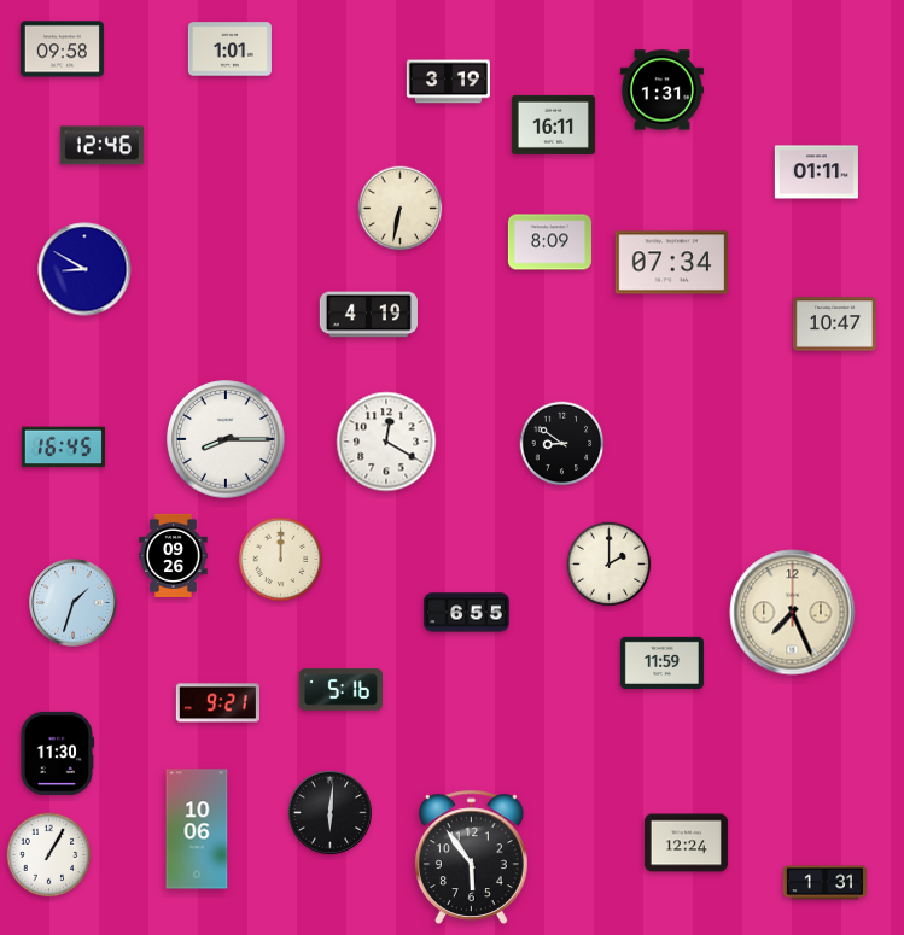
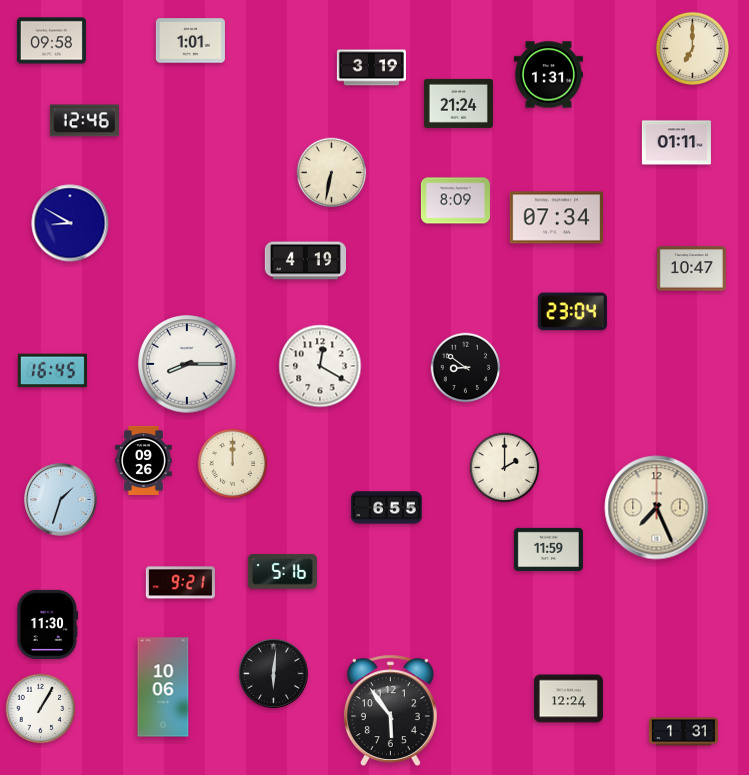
clock at (692, 48): none -> 7:00
clock at (553, 124): 16:11 -> 21:24
clock at (572, 312): none -> 23:04
